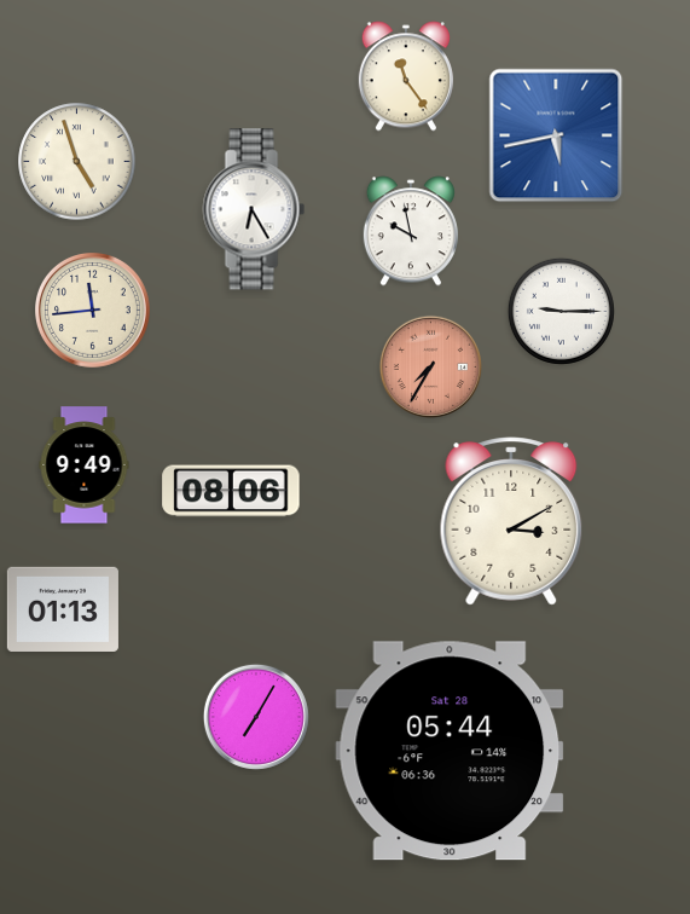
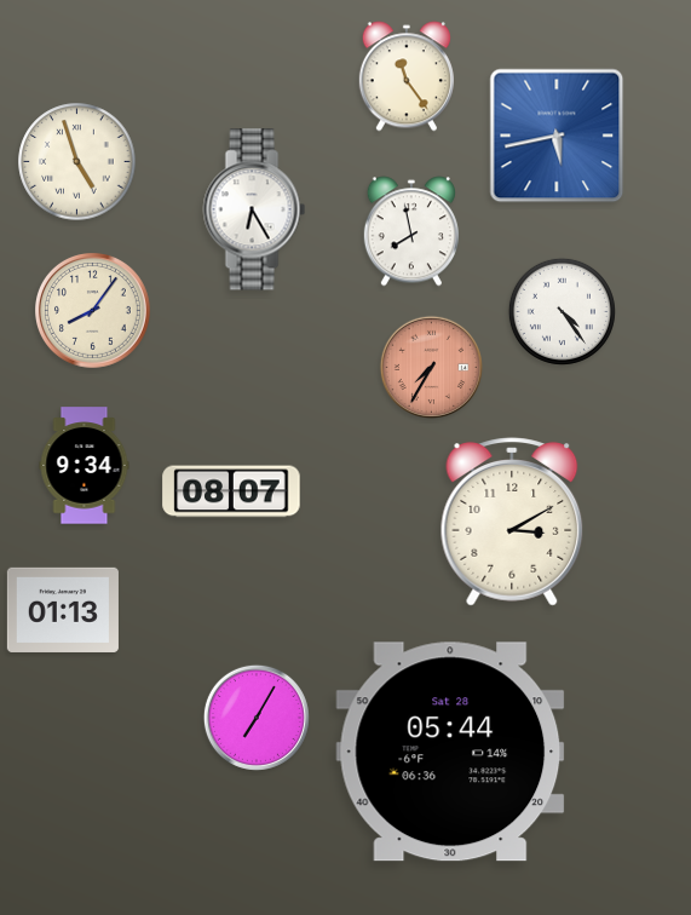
clock at (411, 231): 9:58 -> 7:58
clock at (93, 311): 11:44 -> 8:06
clock at (561, 311): 9:15 -> 4:24
clock at (85, 465): 9:49 -> 9:34
clock at (231, 491): 08:06 -> 08:07
